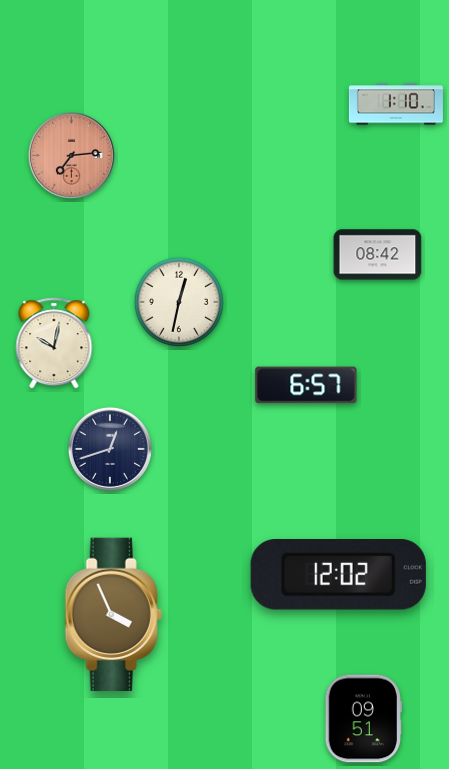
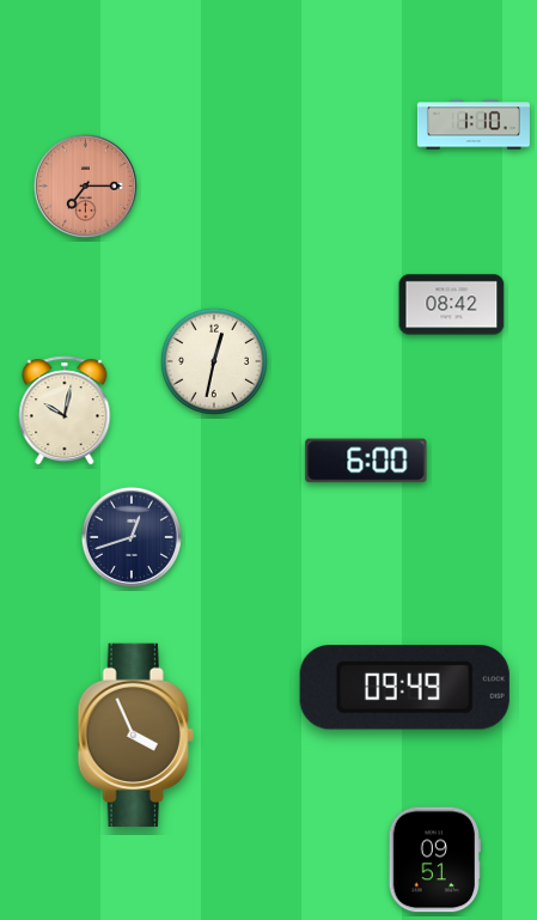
clock at (71, 155): 7:14 -> 7:15
clock at (306, 385): 6:57 -> 6:00
clock at (338, 575): 12:02 -> 09:49
